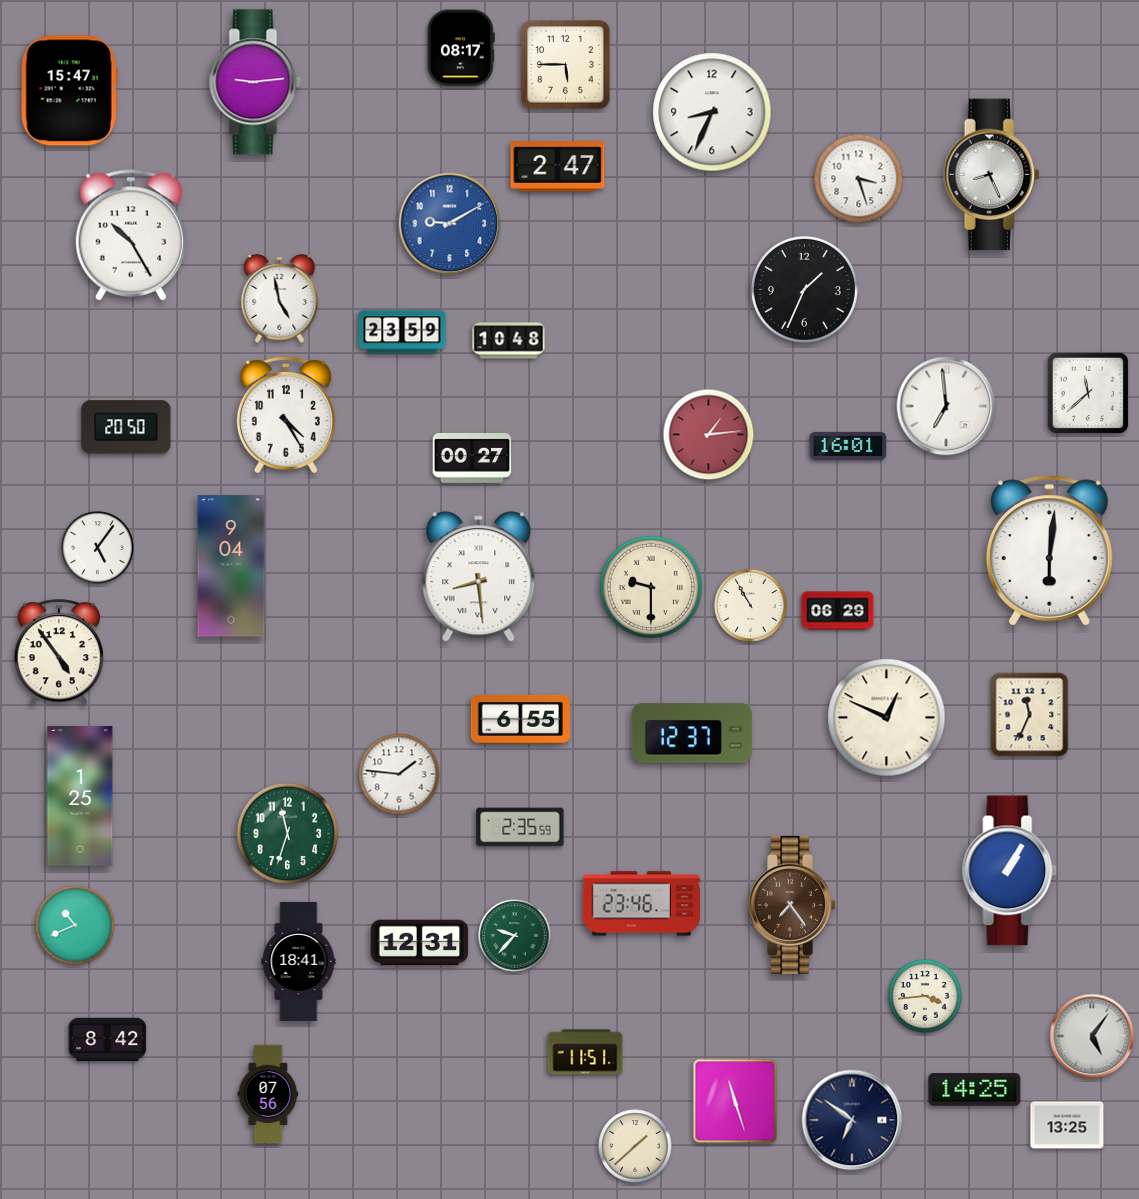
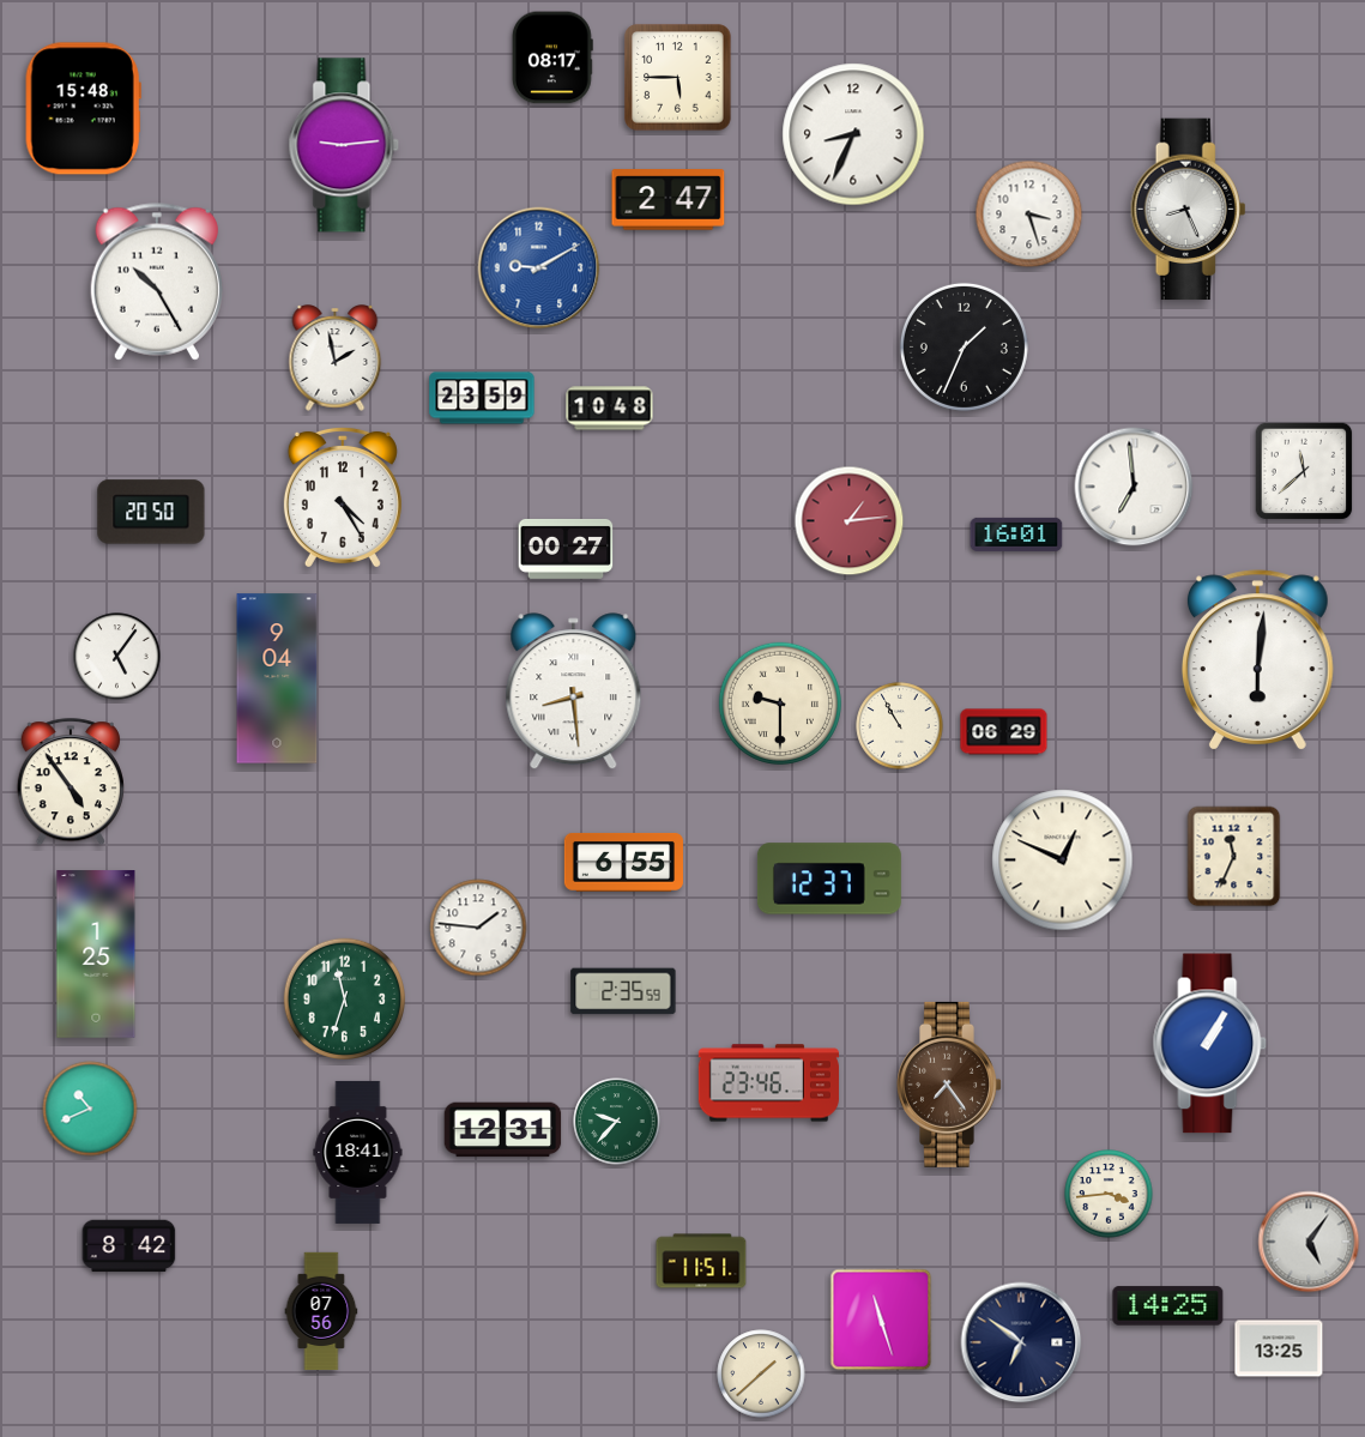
clock at (255, 82) position: (255, 82) -> (344, 145)
clock at (69, 91): 15:47 -> 15:48
clock at (280, 299): 4:58 -> 1:58
